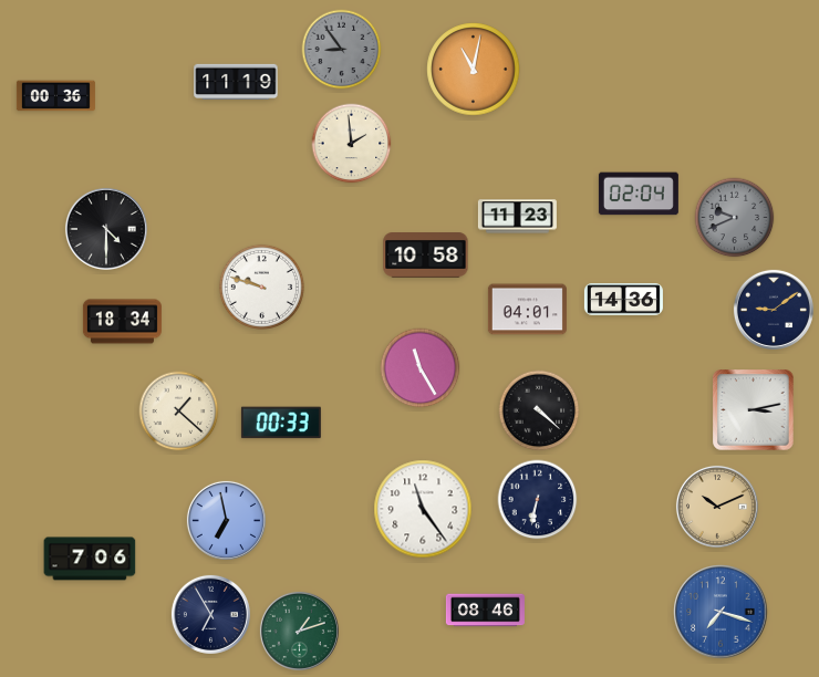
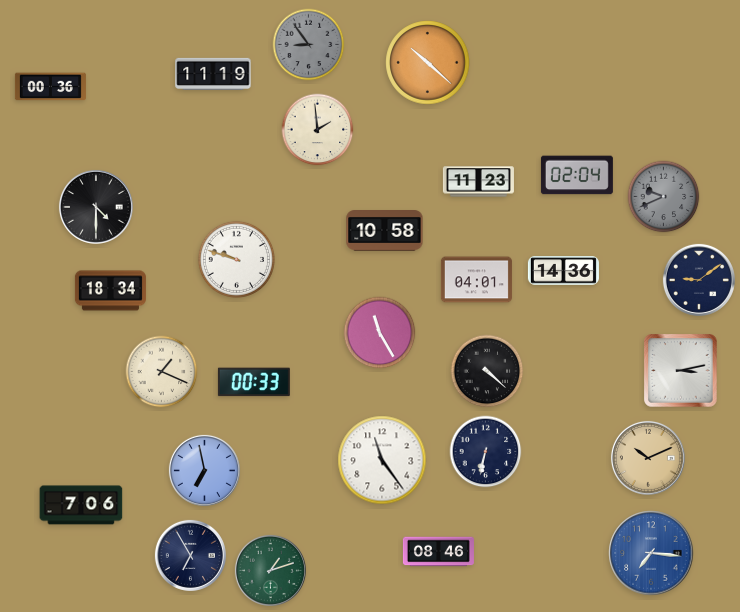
clock at (474, 70): 11:02 -> 10:22
clock at (517, 217) position: (517, 217) -> (478, 182)
clock at (179, 412): 1:22 -> 1:19
clock at (720, 612): 7:18 -> 7:16
